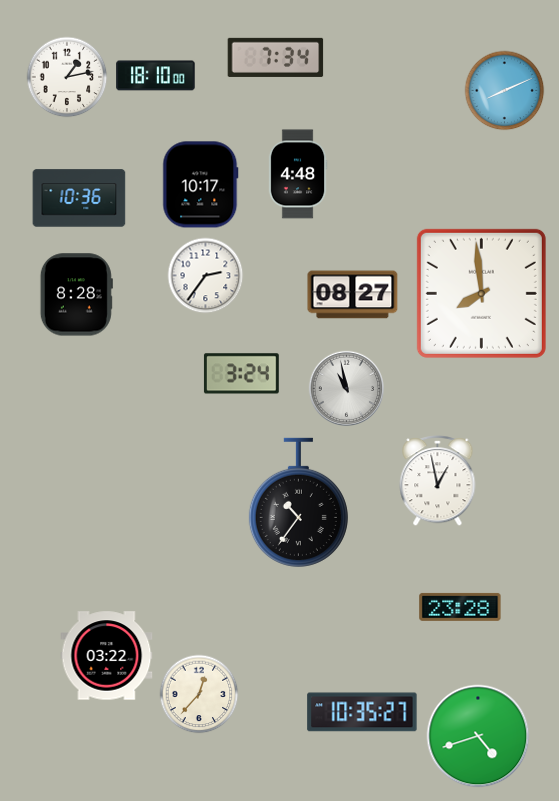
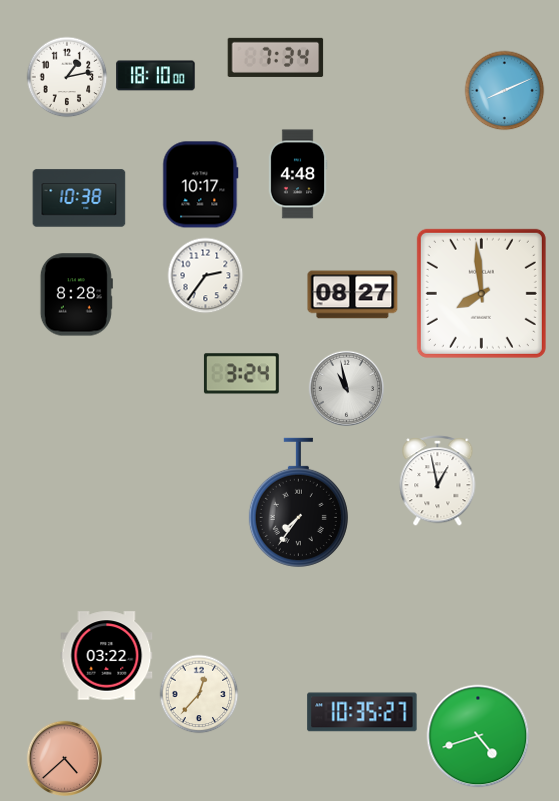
clock at (79, 198): 10:36 -> 10:38
clock at (298, 502): 10:36 -> 7:36
clock at (460, 607): 23:28 -> none
clock at (64, 758): none -> 4:38
